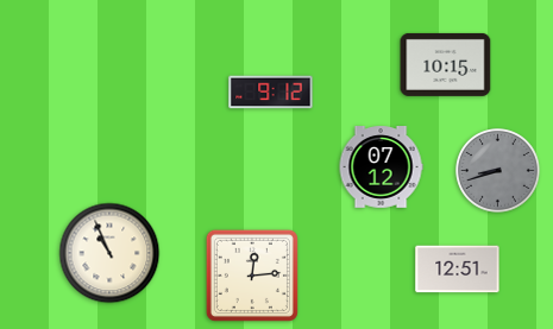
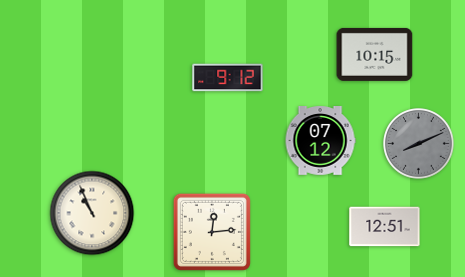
clock at (498, 171): 8:42 -> 8:11
